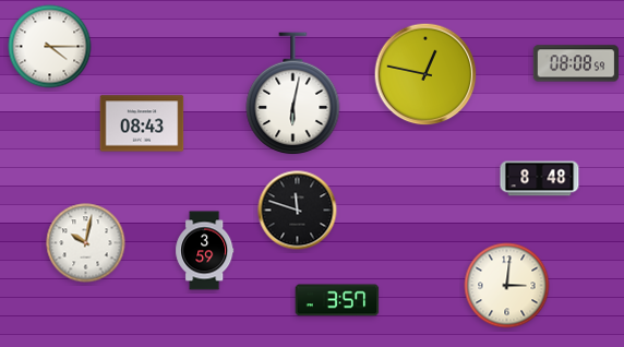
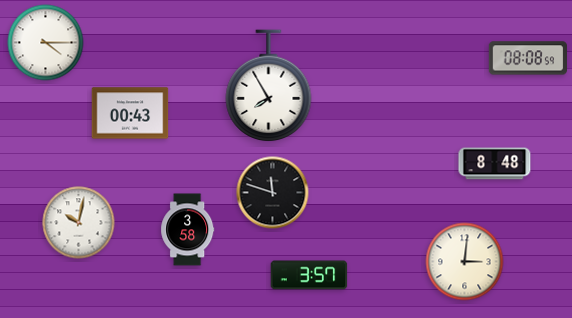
clock at (425, 74): 12:47 -> none
clock at (293, 94): 6:02 -> 7:55
clock at (142, 123): 08:43 -> 00:43
clock at (205, 251): 3:59 -> 3:58
